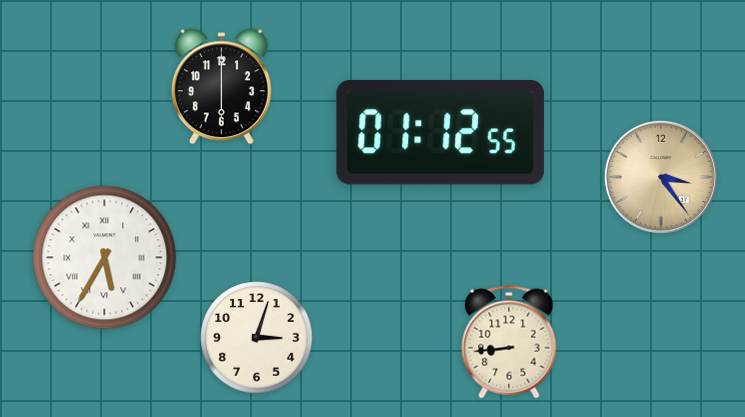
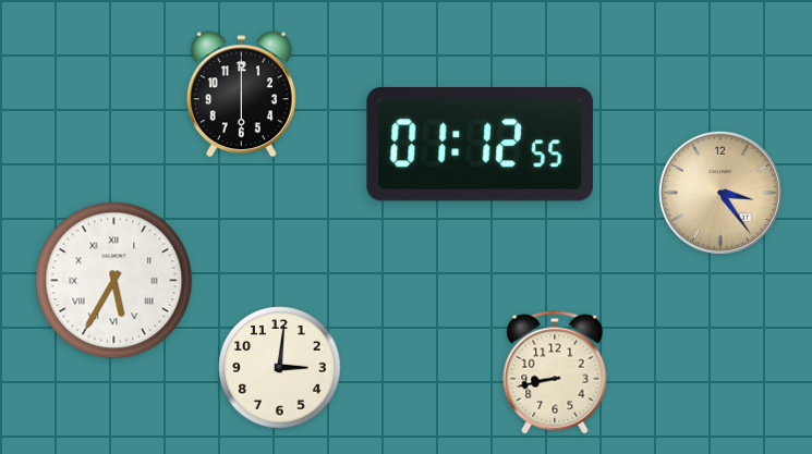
clock at (257, 338): 3:03 -> 3:01
clock at (509, 342): 8:44 -> 8:43
